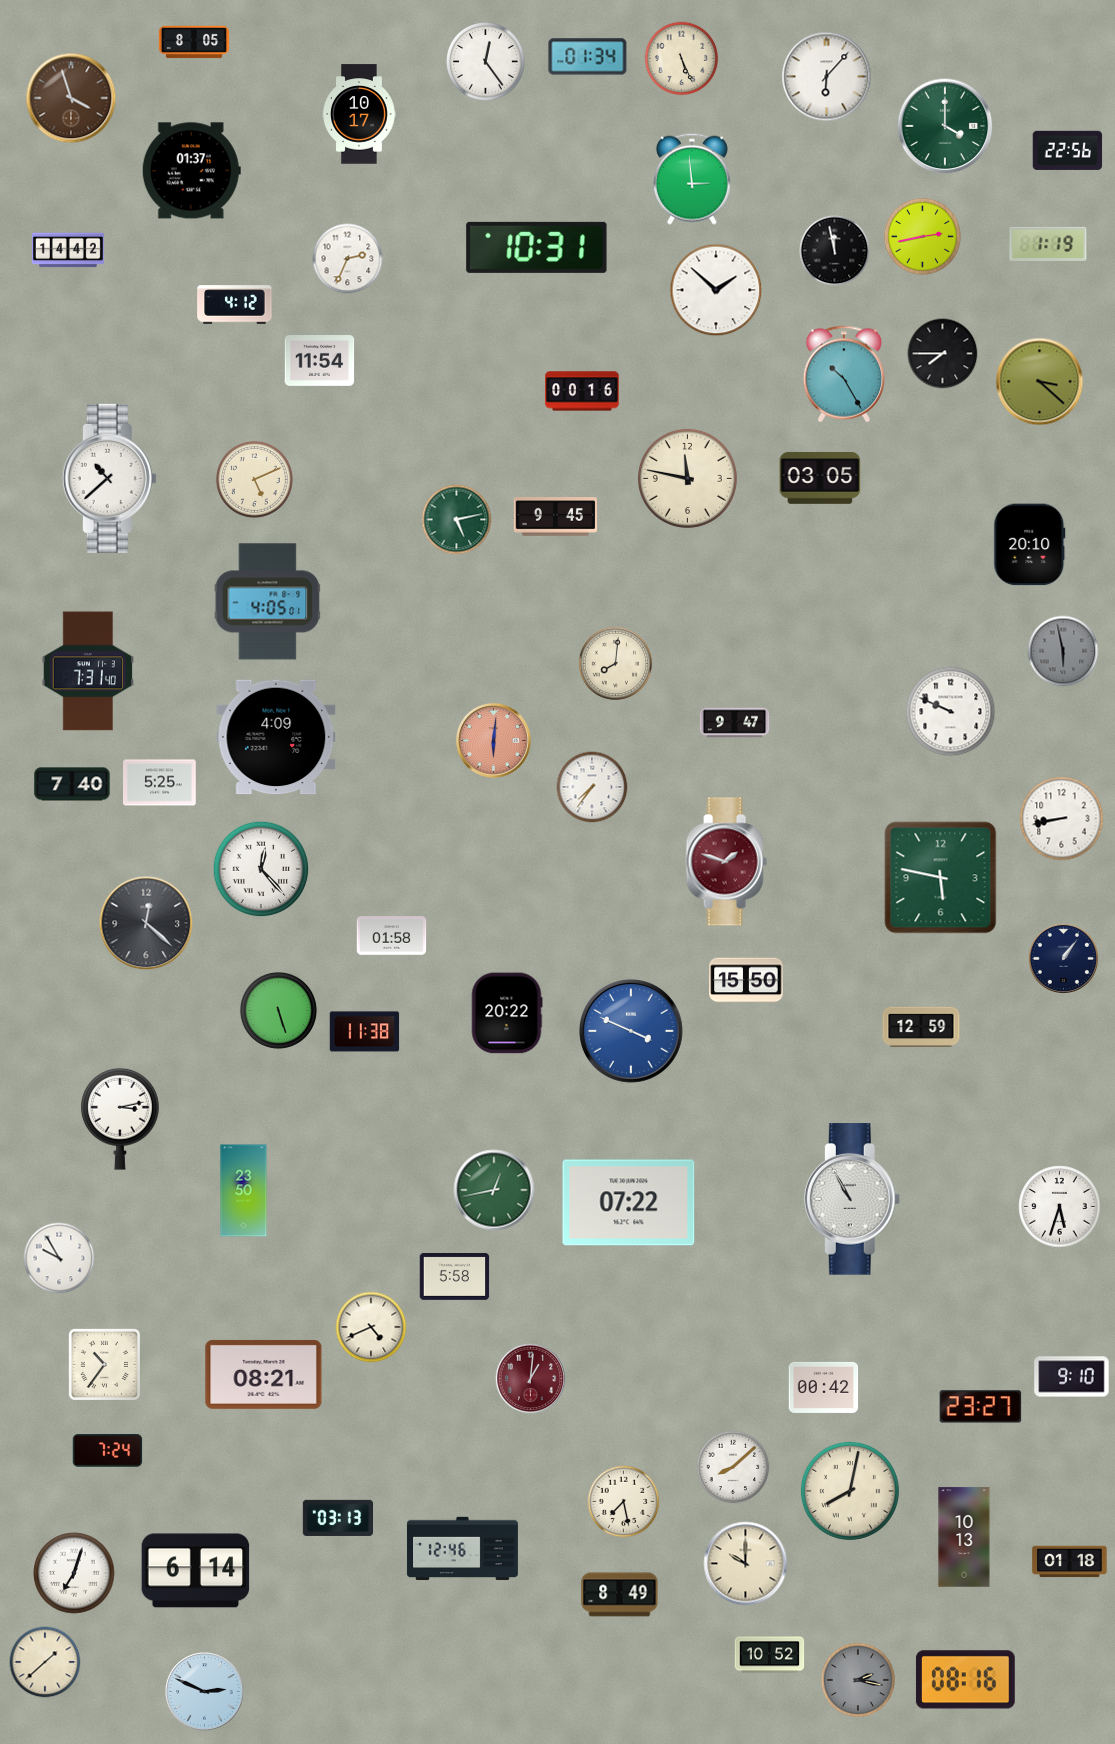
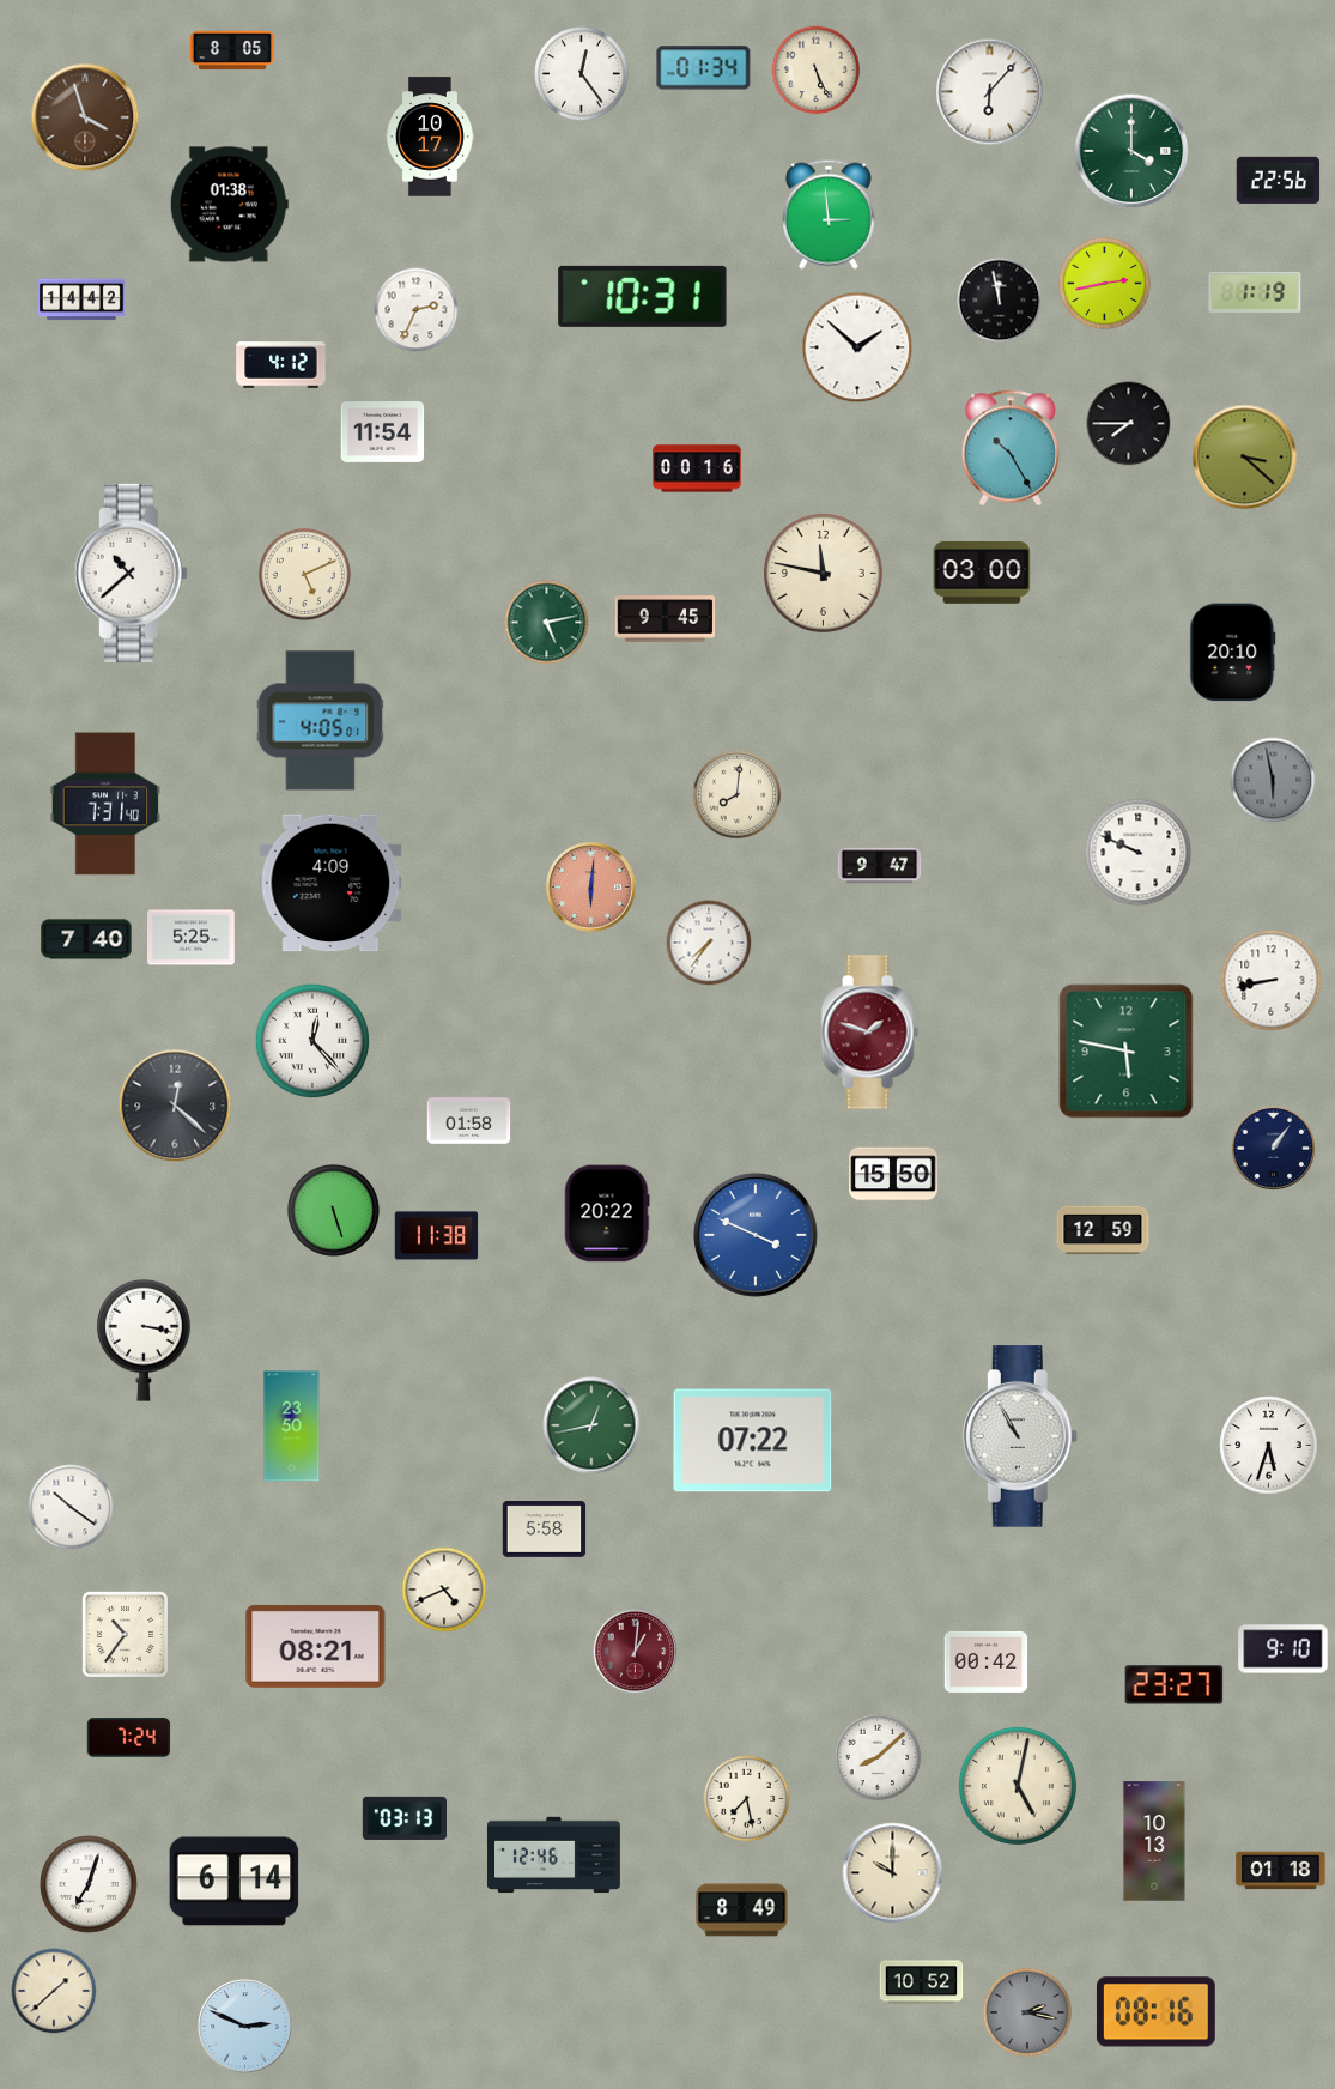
clock at (191, 171): 01:37 -> 01:38
clock at (820, 479): 03:05 -> 03:00
clock at (121, 1119): 3:13 -> 3:17
clock at (59, 1258): 9:55 -> 10:21
clock at (850, 1491): 8:02 -> 5:02
